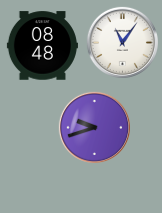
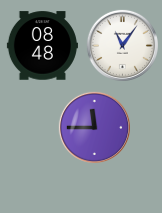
clock at (122, 42) position: (122, 42) -> (122, 45)
clock at (94, 127): 9:42 -> 11:45
